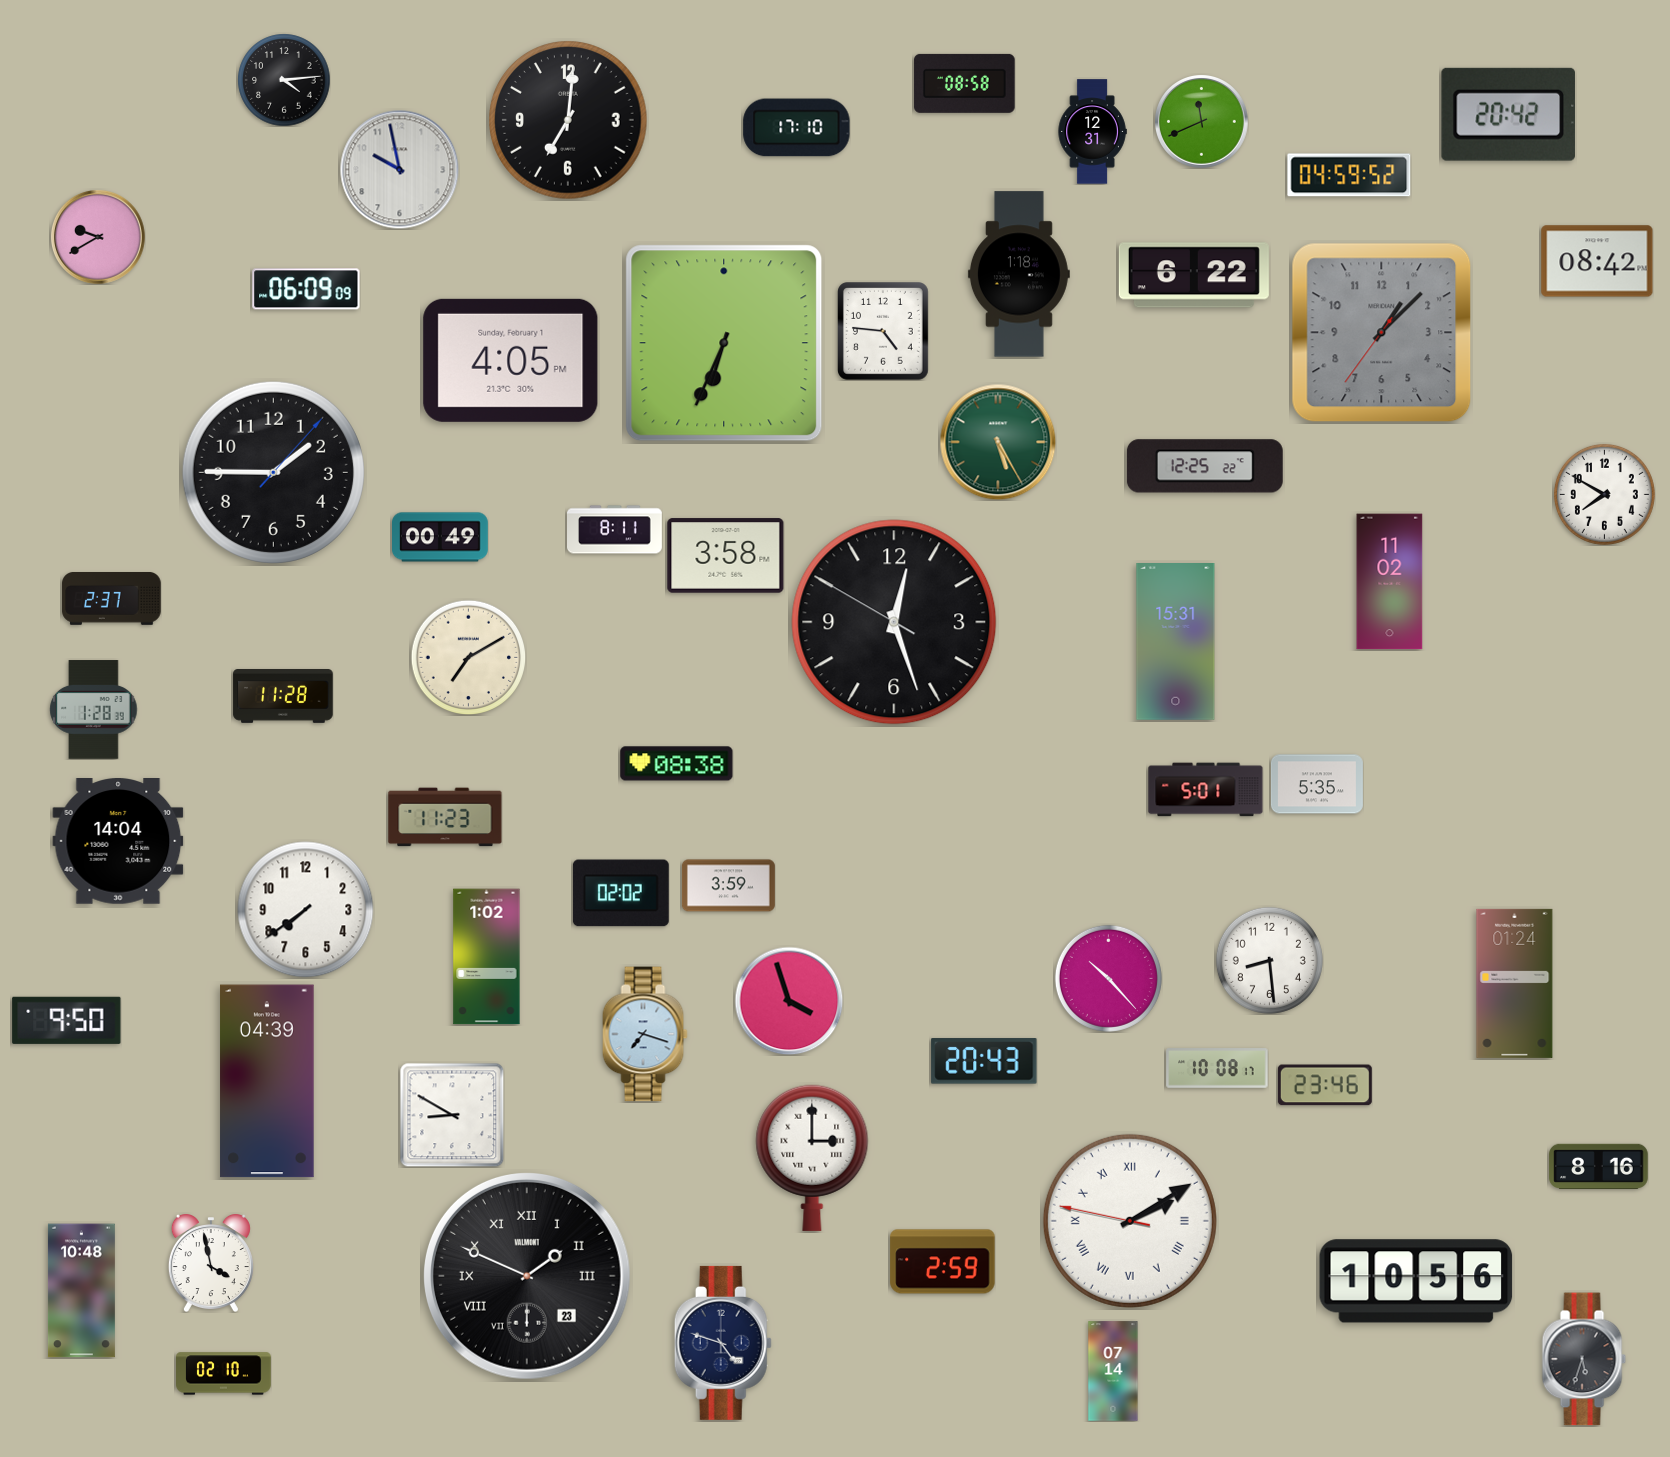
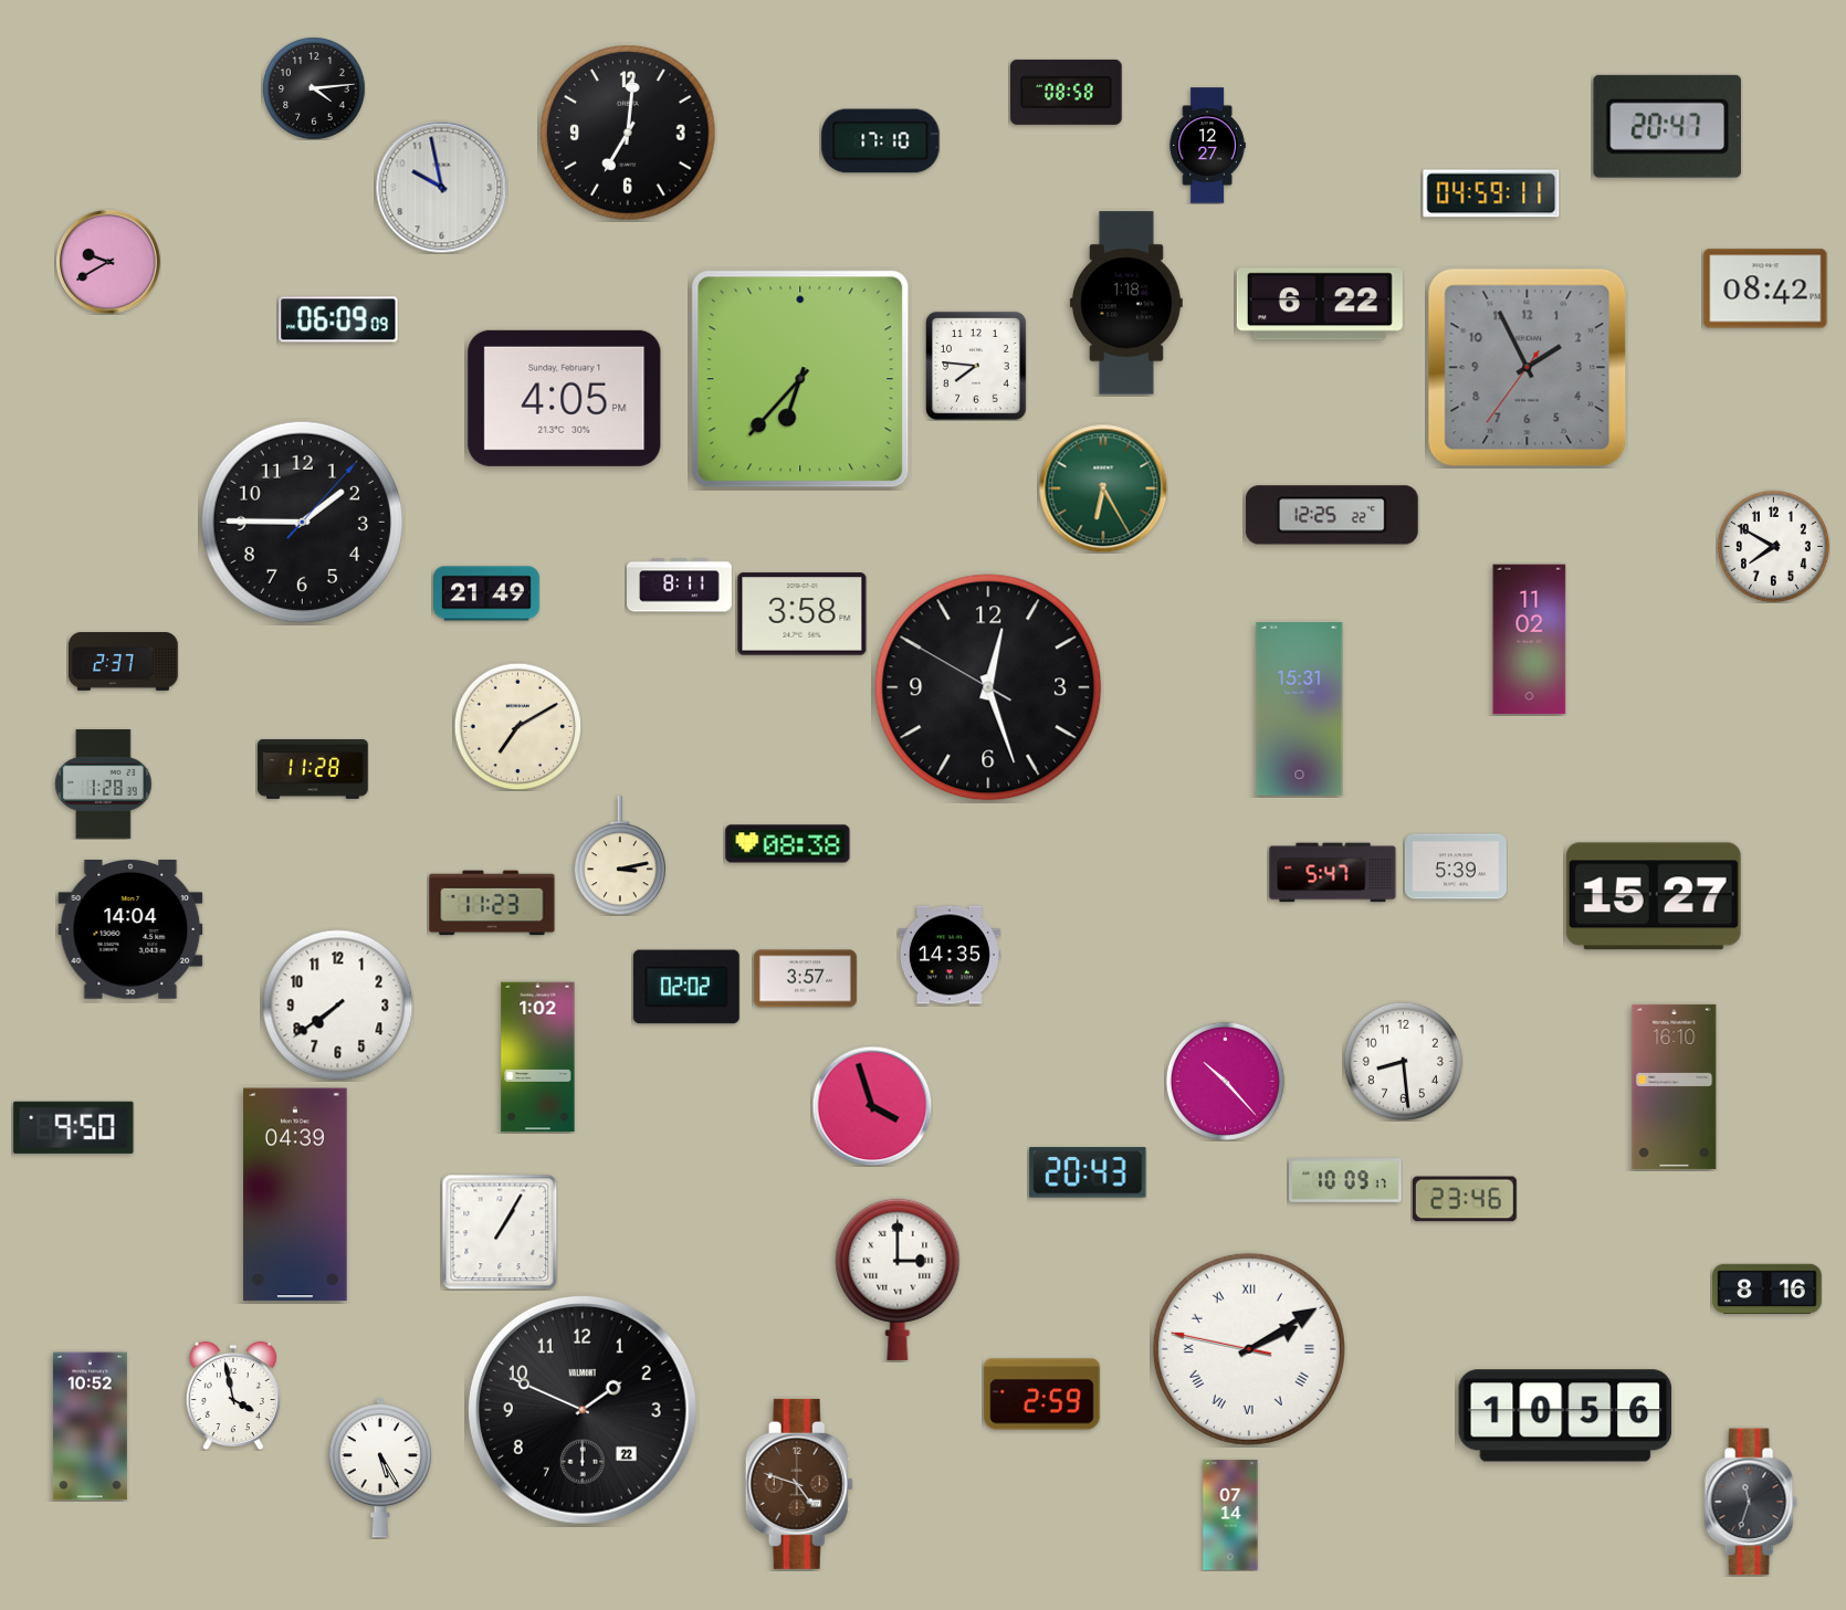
clock at (1508, 114): 20:42 -> 20:47
clock at (1202, 122): 11:41 -> none
clock at (1092, 132): 12:31 -> 12:27
clock at (1349, 175): 04:59:52 -> 04:59:11
clock at (884, 332): 4:46 -> 7:46
clock at (1382, 333): 1:07 -> 1:55
clock at (724, 343): 6:34 -> 6:37
clock at (998, 442): 5:25 -> 6:25
clock at (441, 537): 00:49 -> 21:49
clock at (1390, 582) position: (1390, 582) -> (1530, 640)
clock at (677, 764) position: (677, 764) -> (788, 844)
clock at (620, 855): none -> 3:13
clock at (1317, 784): 5:35 -> 5:39
clock at (1206, 790): 5:01 -> 5:47
clock at (1654, 896): none -> 15:27
clock at (950, 955): none -> 14:35
clock at (728, 886): 3:59 -> 3:57
clock at (1515, 983): 01:24 -> 16:10
clock at (645, 1034): 7:18 -> none
clock at (1217, 1068): 10:08 -> 10:09
clock at (452, 1115): 8:50 -> 1:05
clock at (527, 1276) date: 23 -> 22
clock at (527, 1276) numerals: Roman -> Arabic
clock at (81, 1291): 10:48 -> 10:52
clock at (380, 1469): none -> 5:25
clock at (723, 1343) dial: navy -> brown
clock at (1584, 1359): 5:33 -> 11:33
clock at (224, 1374): 02:10 -> none
